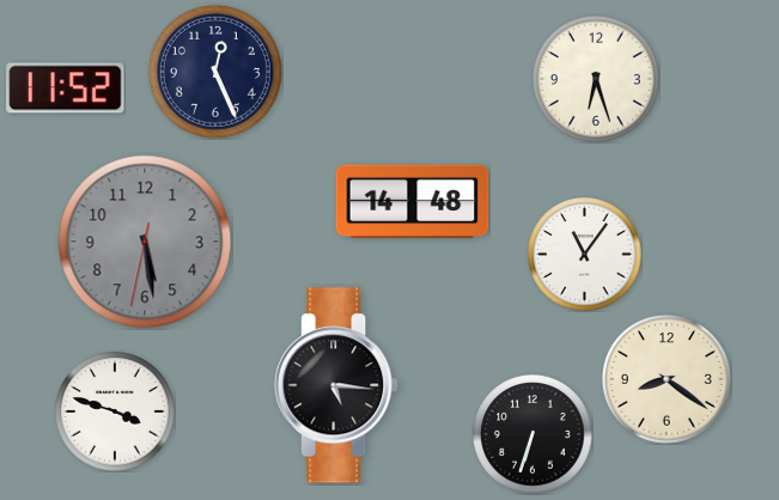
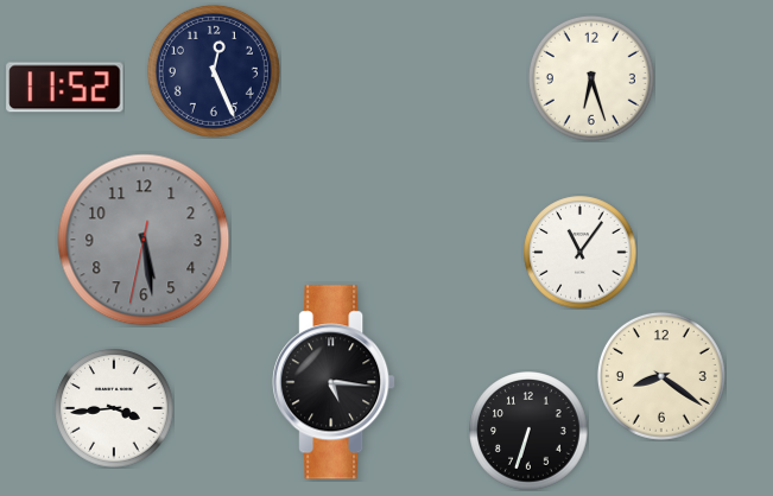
clock at (413, 202): 14:48 -> none
clock at (115, 411): 3:48 -> 3:44
